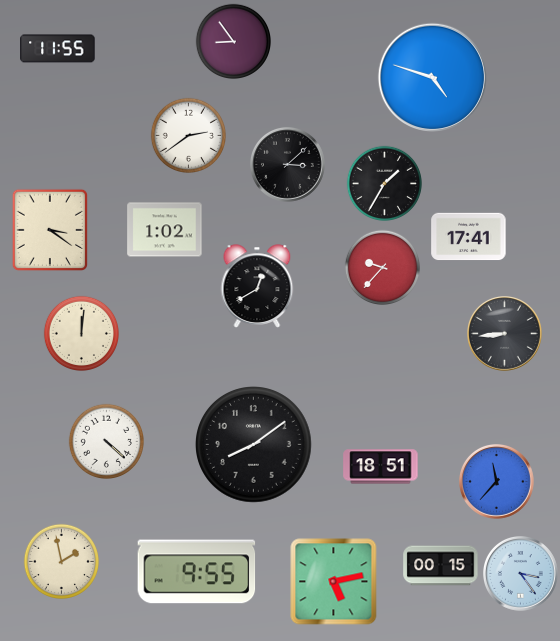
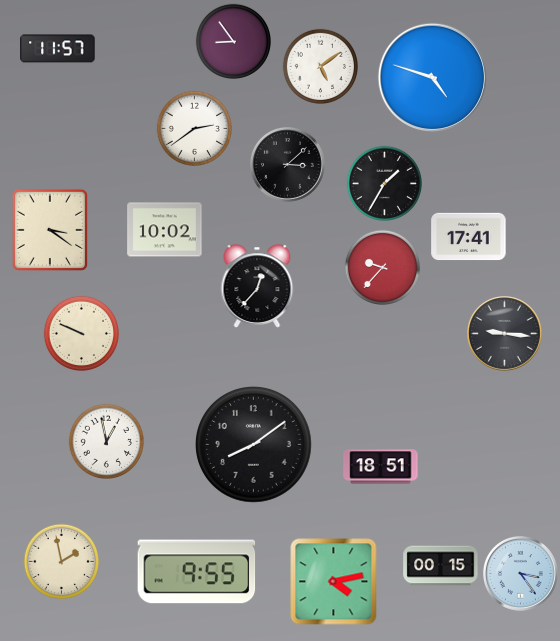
clock at (58, 49): 11:55 -> 11:57
clock at (320, 66): none -> 5:09
clock at (188, 135) position: (188, 135) -> (194, 128)
clock at (165, 230): 1:02 -> 10:02
clock at (257, 286): 12:40 -> 12:37
clock at (81, 333): 12:01 -> 9:49
clock at (505, 334): 8:44 -> 9:16
clock at (106, 441): 4:22 -> 12:58
clock at (497, 482): 11:37 -> none
clock at (334, 582): 5:13 -> 4:13
